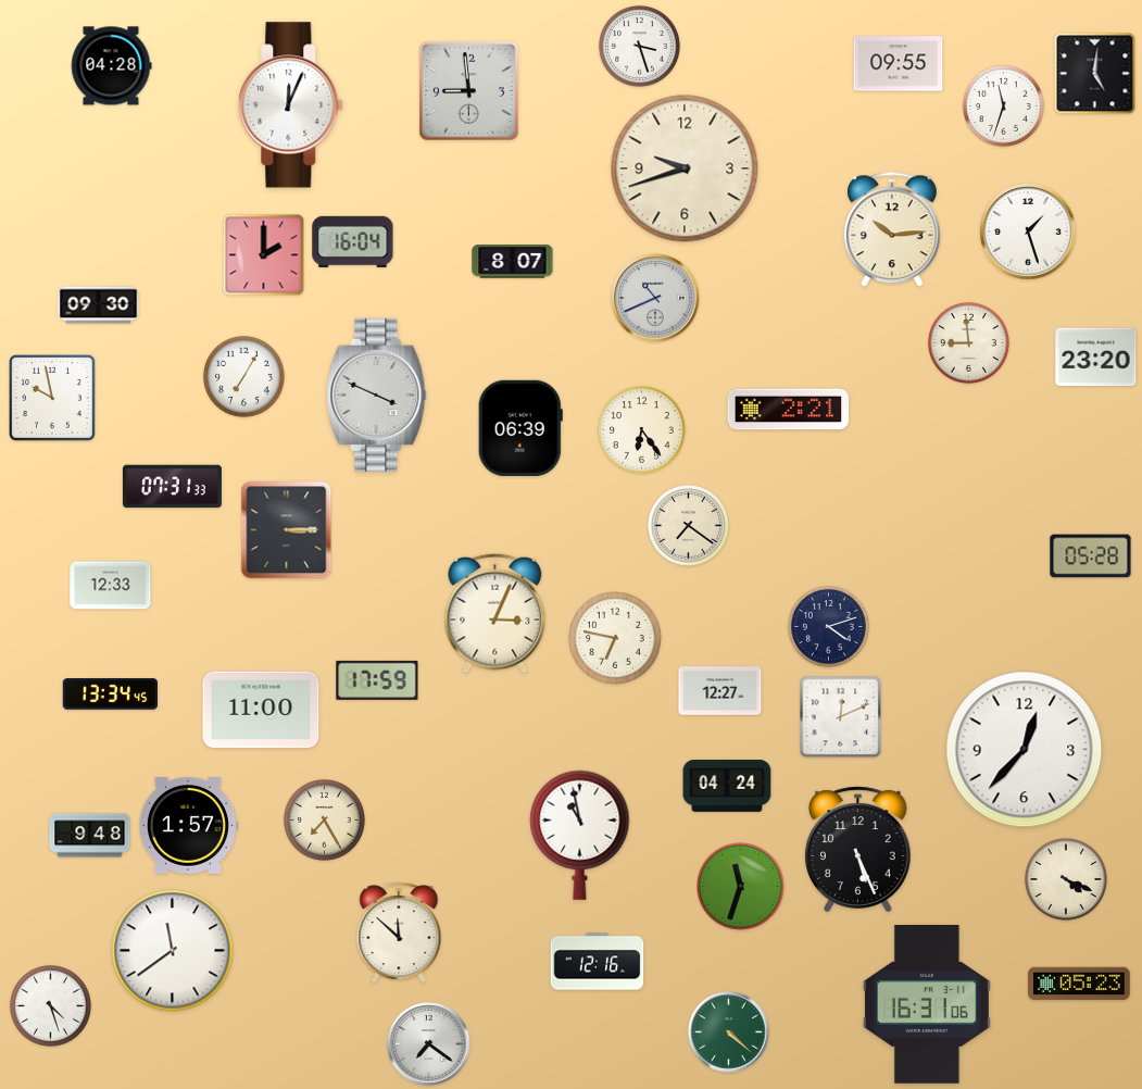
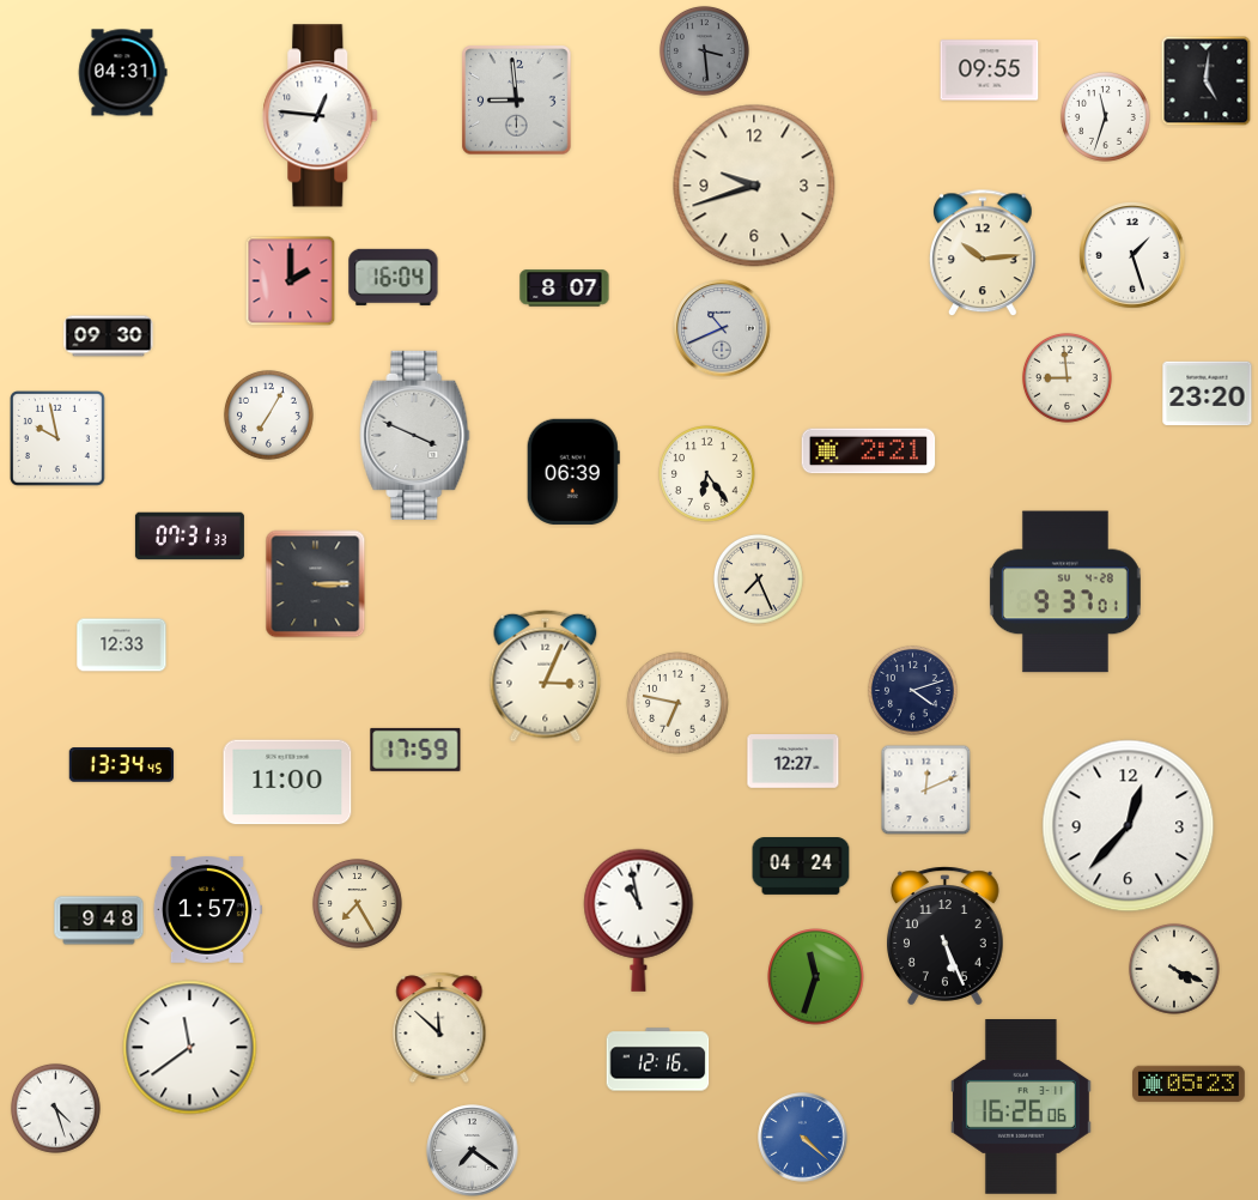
clock at (639, 46): 3:27 -> 3:29
clock at (639, 46) dial: white -> grey
clock at (111, 66): 04:28 -> 04:31
clock at (291, 105): 12:04 -> 12:46
clock at (353, 241) position: (353, 241) -> (394, 277)
clock at (688, 525): 7:21 -> 7:26
clock at (1065, 592): none -> 9:37
clock at (1091, 556): 05:28 -> none
clock at (927, 1005): 16:31 -> 16:26
clock at (729, 1032) dial: green -> blue
